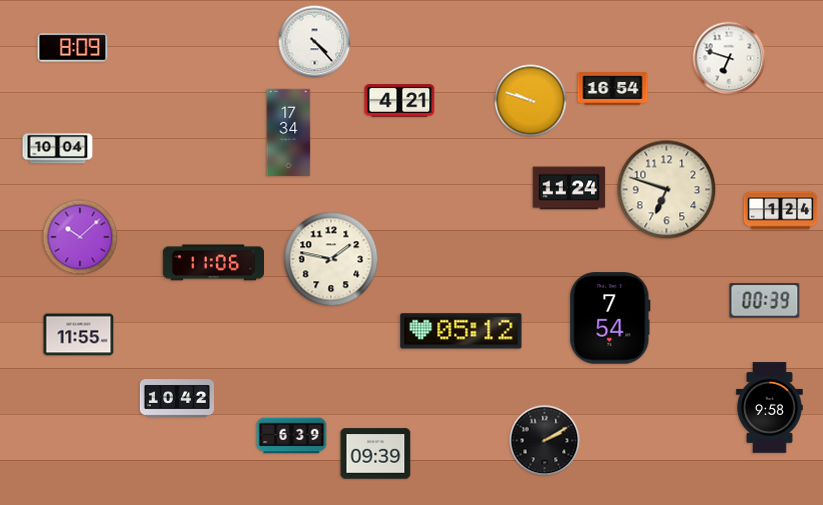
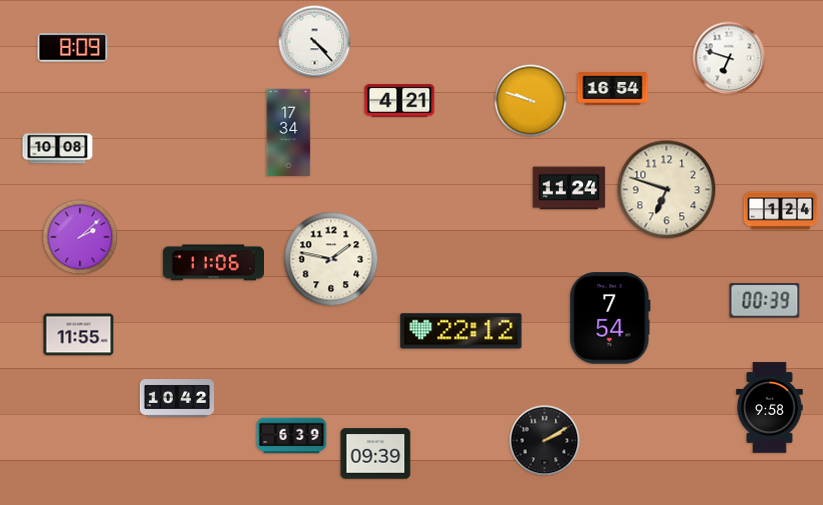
clock at (58, 149): 10:04 -> 10:08
clock at (80, 237): 10:08 -> 2:08
clock at (461, 331): 05:12 -> 22:12
